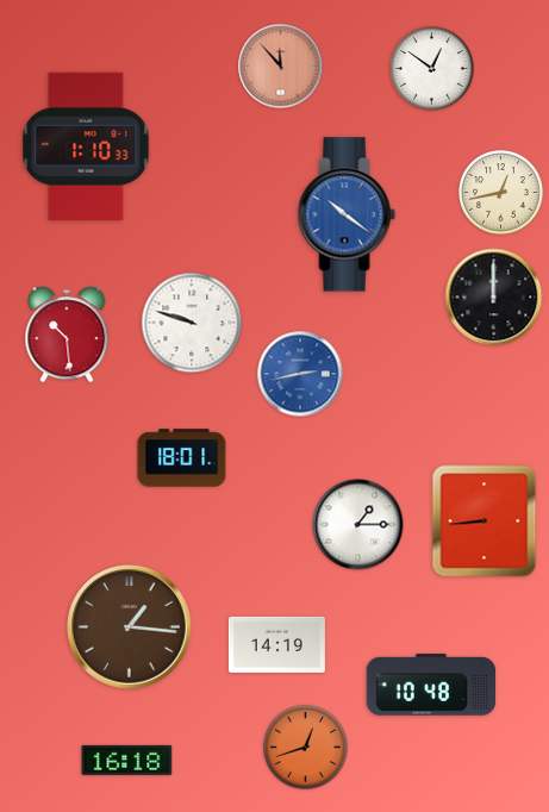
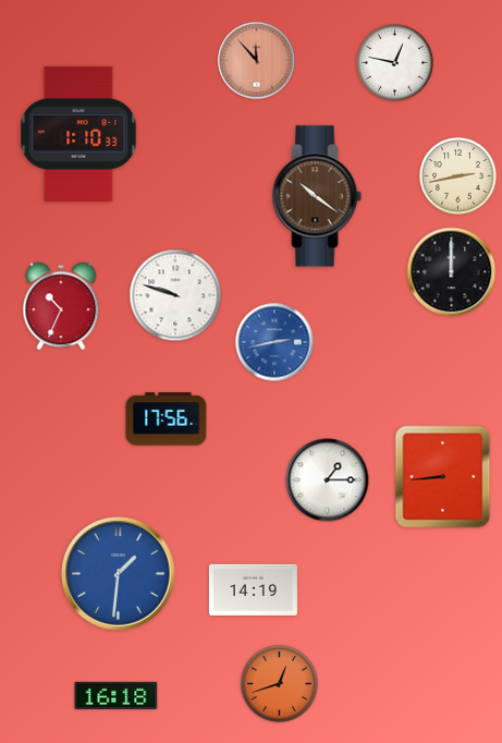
clock at (432, 69): 12:51 -> 12:47
clock at (501, 193): 12:43 -> 2:43
clock at (347, 214) dial: blue -> brown
clock at (67, 335): 10:29 -> 10:34
clock at (182, 458): 18:01 -> 17:56
clock at (130, 627): 1:16 -> 1:31
clock at (130, 627) dial: brown -> blue
clock at (431, 685): 10:48 -> none
